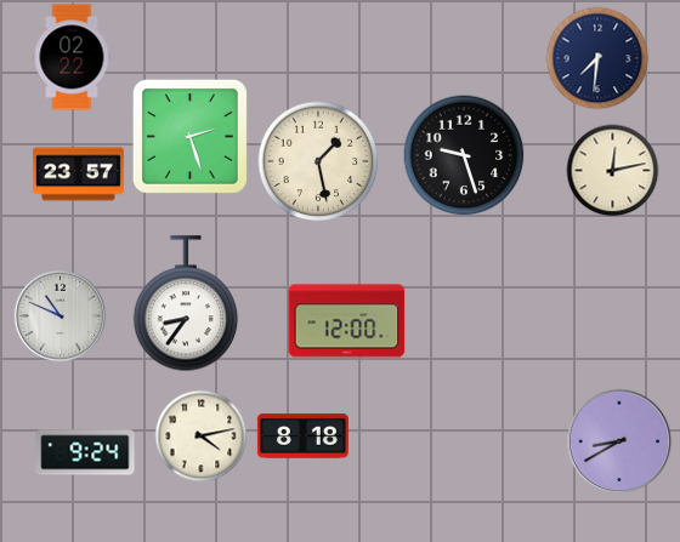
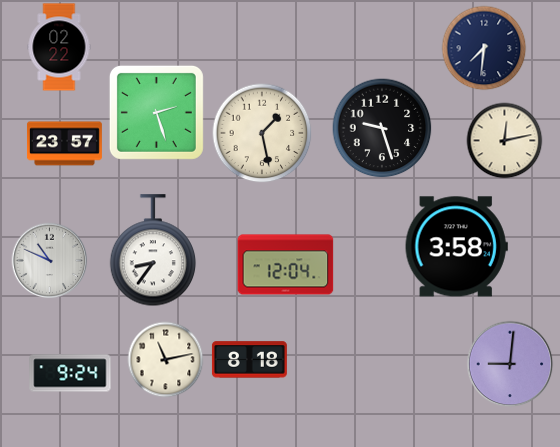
clock at (597, 58) position: (597, 58) -> (484, 48)
clock at (456, 247): none -> 3:58
clock at (347, 321): 12:00 -> 12:04
clock at (202, 437): 4:13 -> 11:13
clock at (619, 441): 8:40 -> 9:01
